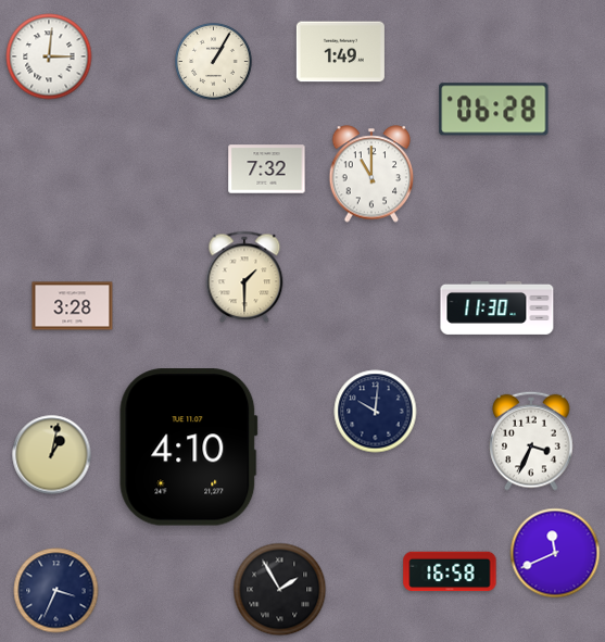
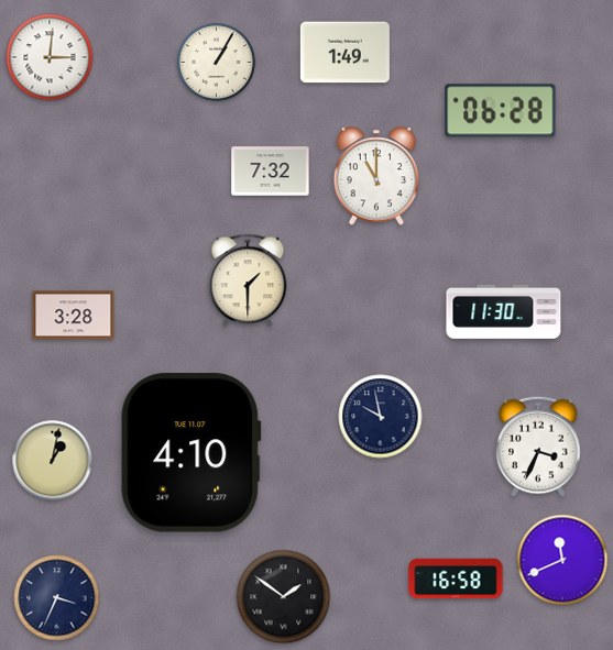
clock at (73, 306) position: (73, 306) -> (74, 316)
clock at (376, 412): 10:01 -> 9:58
clock at (280, 590): 1:55 -> 1:51
